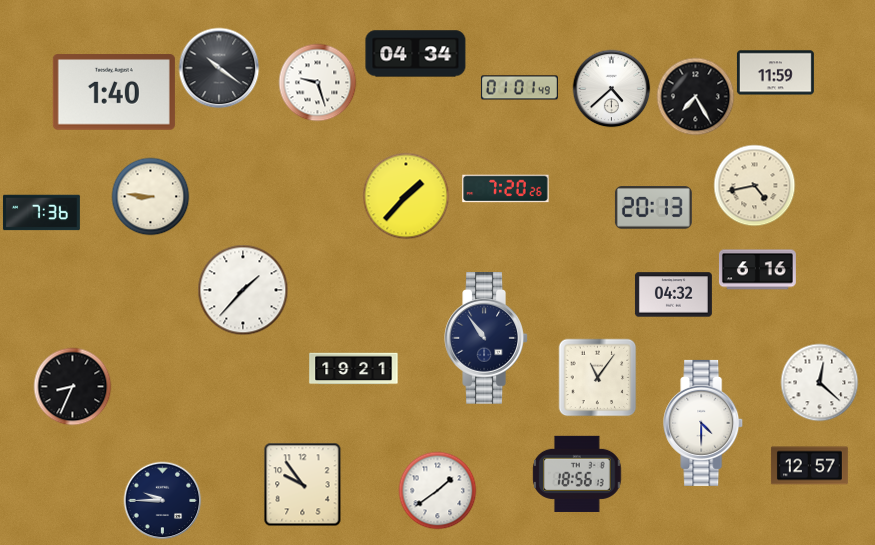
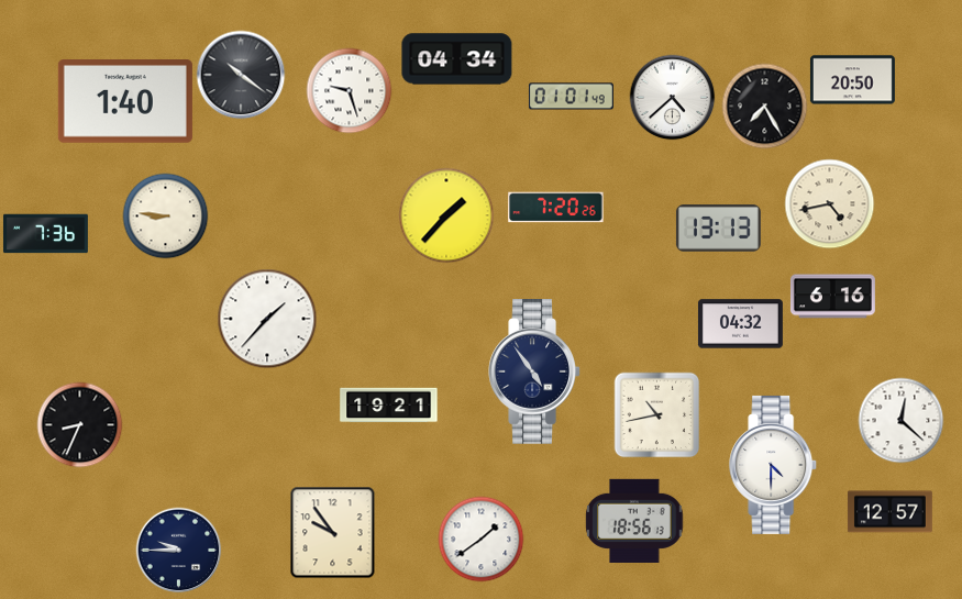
clock at (775, 73): 11:59 -> 20:50
clock at (653, 208): 20:13 -> 13:13
clock at (486, 339): 10:54 -> 4:54
clock at (597, 377): 11:06 -> 10:43
